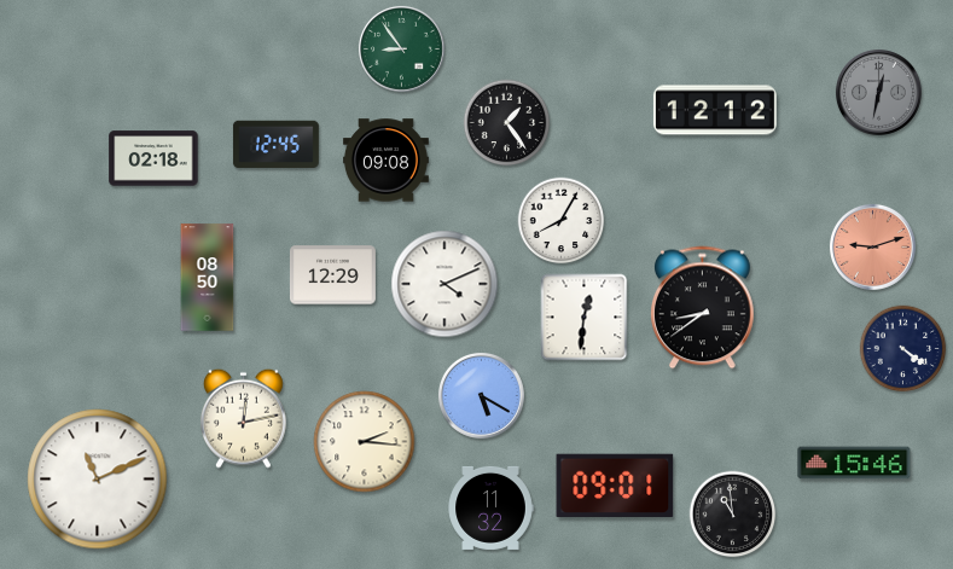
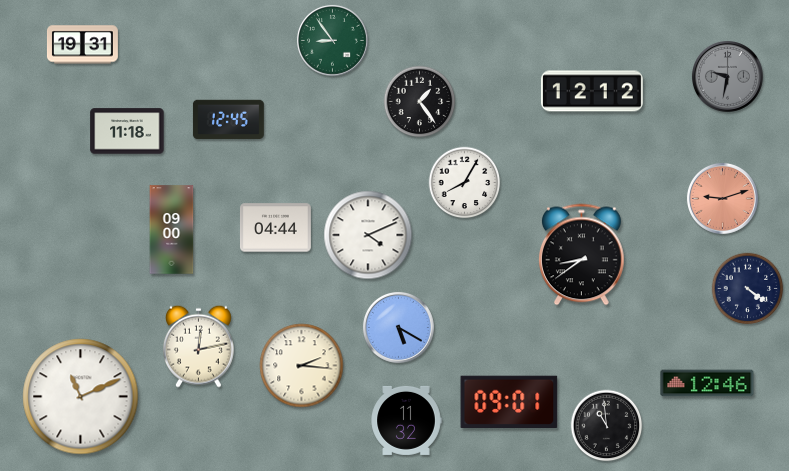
clock at (82, 45): none -> 19:31
clock at (878, 92): 12:32 -> 9:32
clock at (153, 158): 02:18 -> 11:18
clock at (385, 161): 09:08 -> none
clock at (872, 246) position: (872, 246) -> (722, 198)
clock at (332, 275): 12:29 -> 04:44
clock at (208, 278): 08:50 -> 09:00
clock at (585, 318): 12:31 -> none
clock at (243, 418) position: (243, 418) -> (198, 346)
clock at (854, 463): 15:46 -> 12:46
